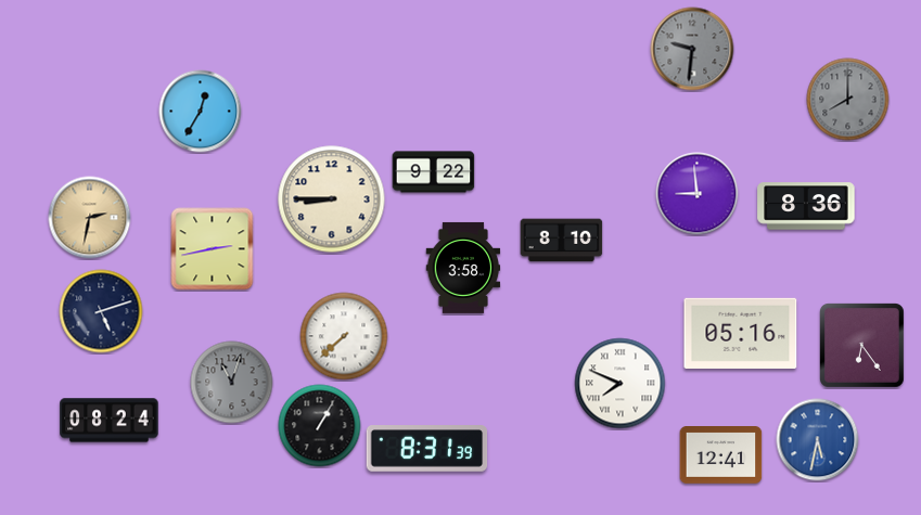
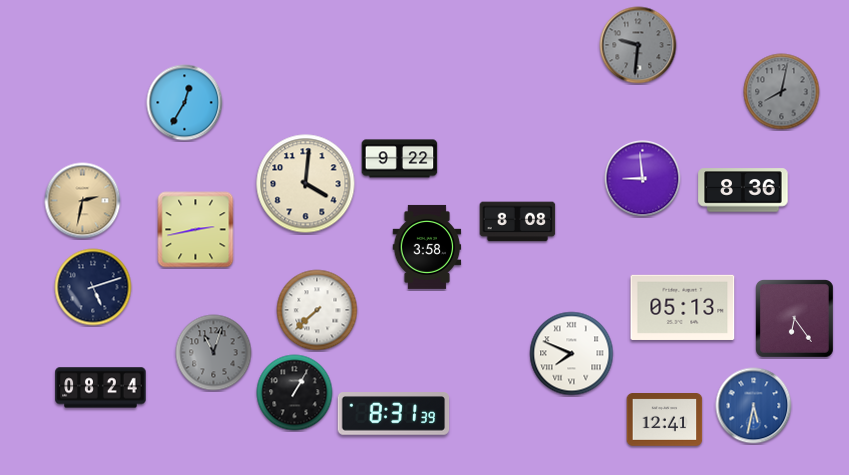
clock at (848, 100): 8:00 -> 8:02
clock at (332, 199): 8:45 -> 4:01
clock at (562, 241): 8:10 -> 8:08
clock at (741, 333): 05:16 -> 05:13
